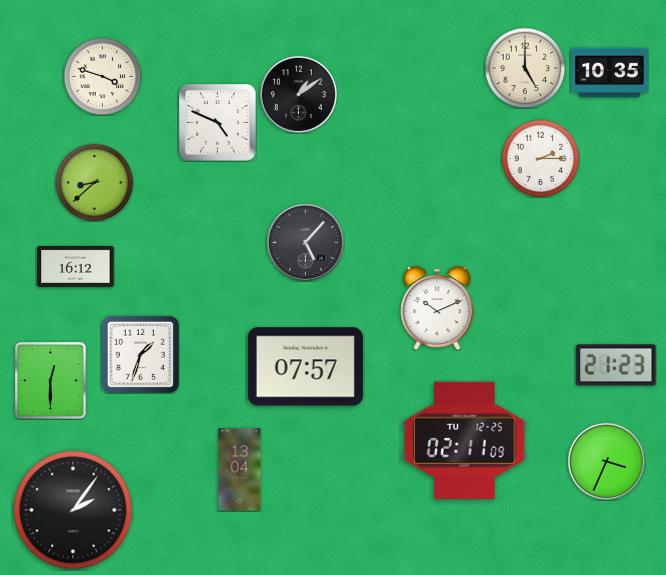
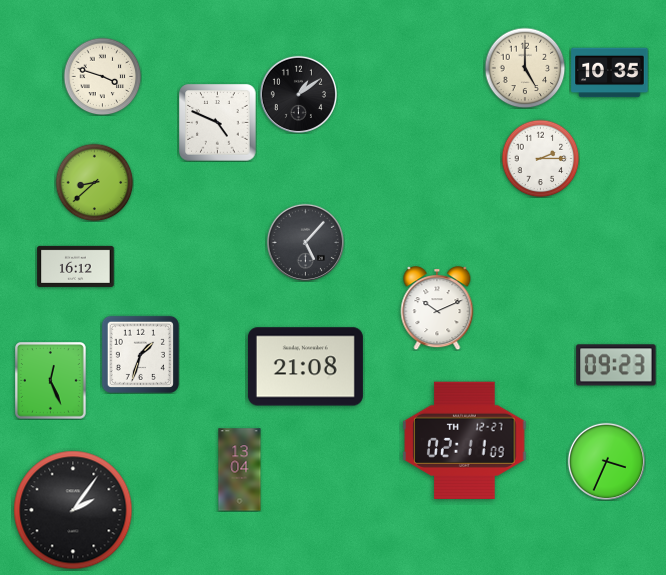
clock at (616, 365): 21:23 -> 09:23
clock at (305, 367): 07:57 -> 21:08
clock at (51, 381): 12:30 -> 12:26
clock at (465, 440) date: TU 12-25 -> TH 12-27
